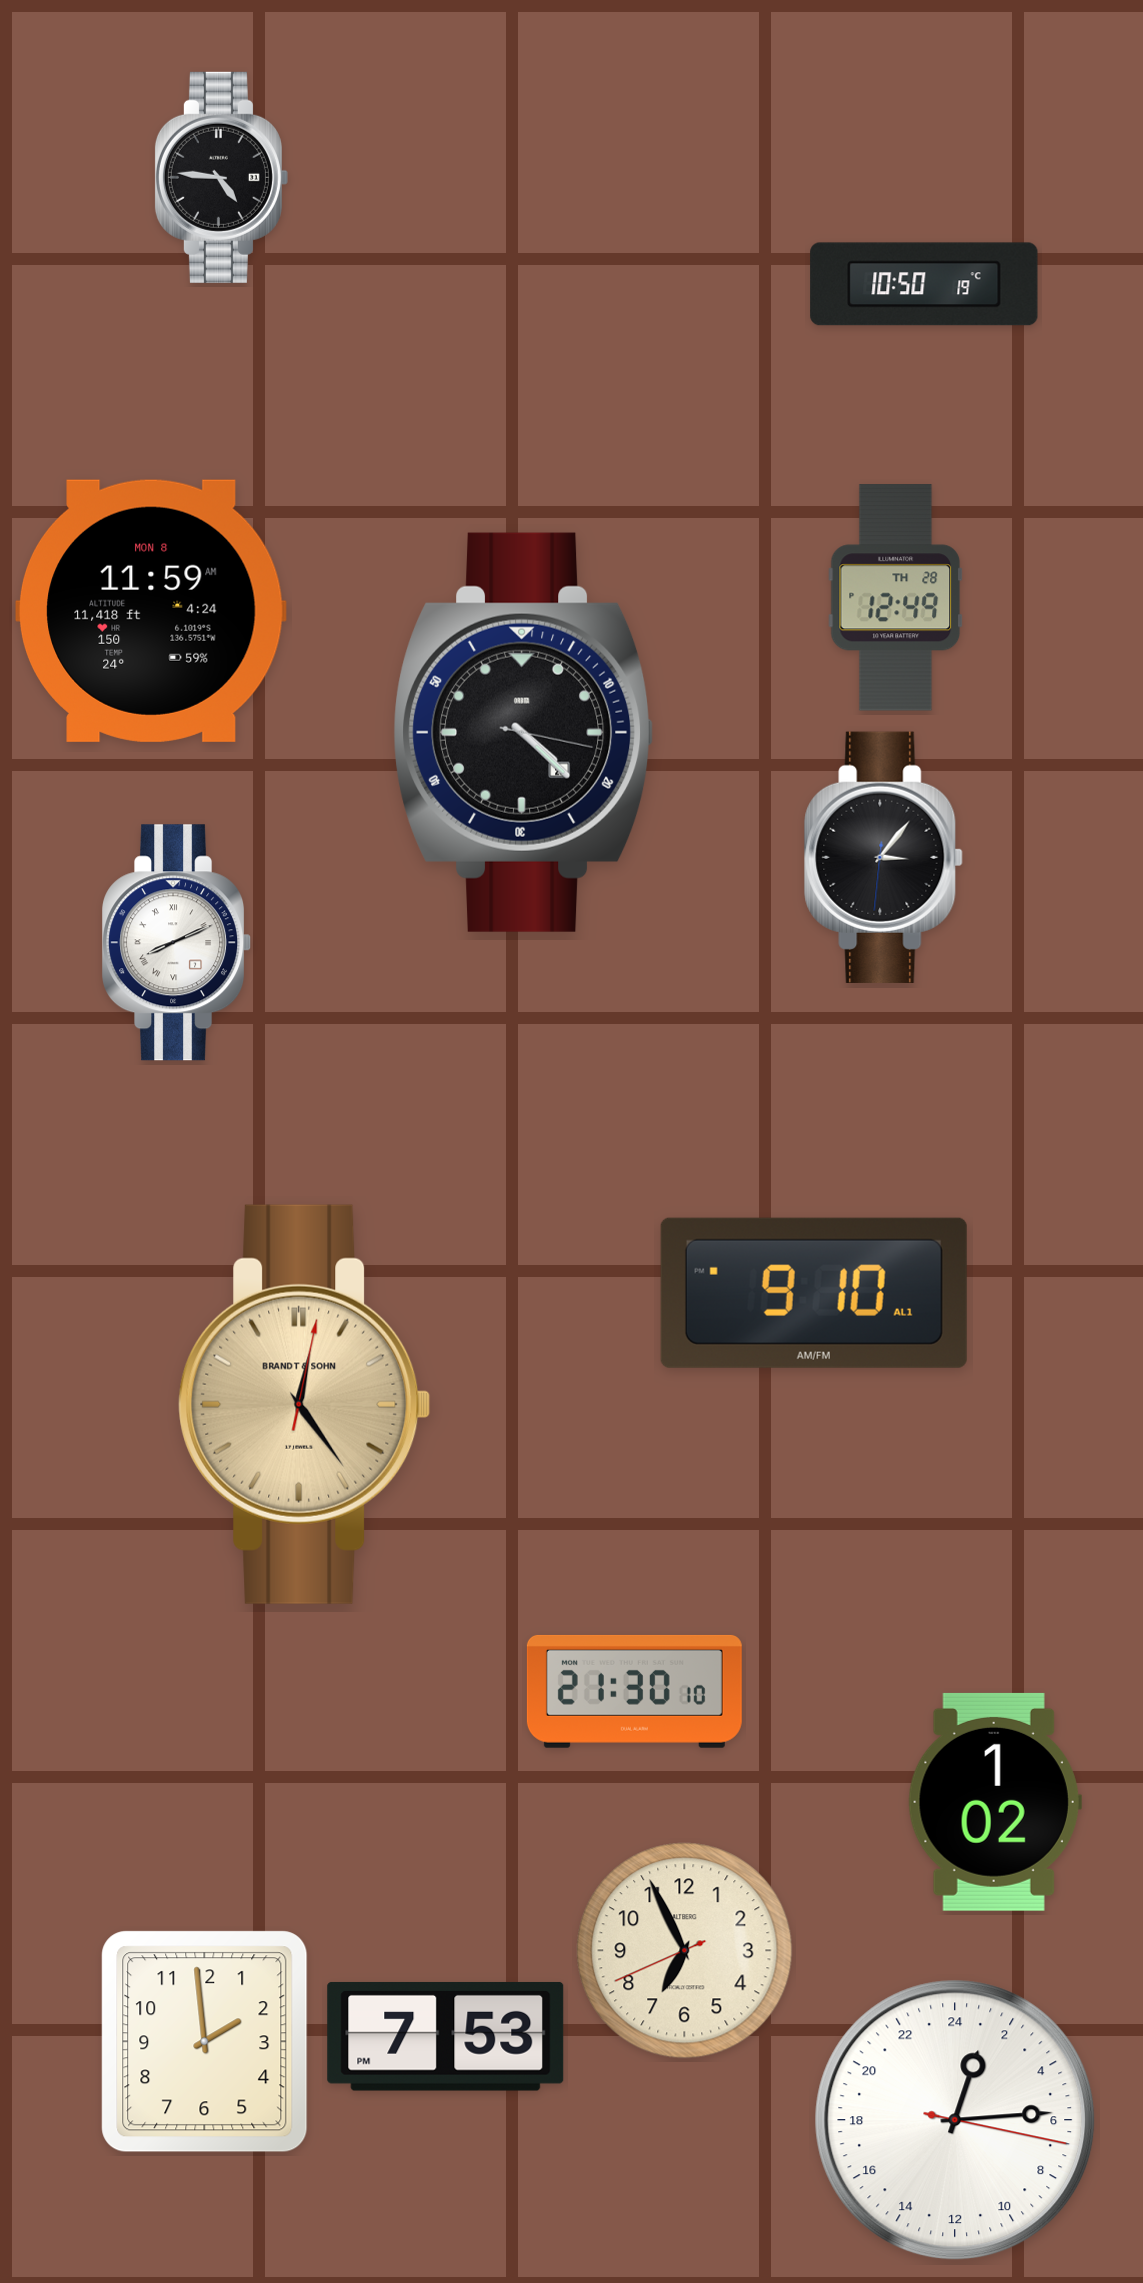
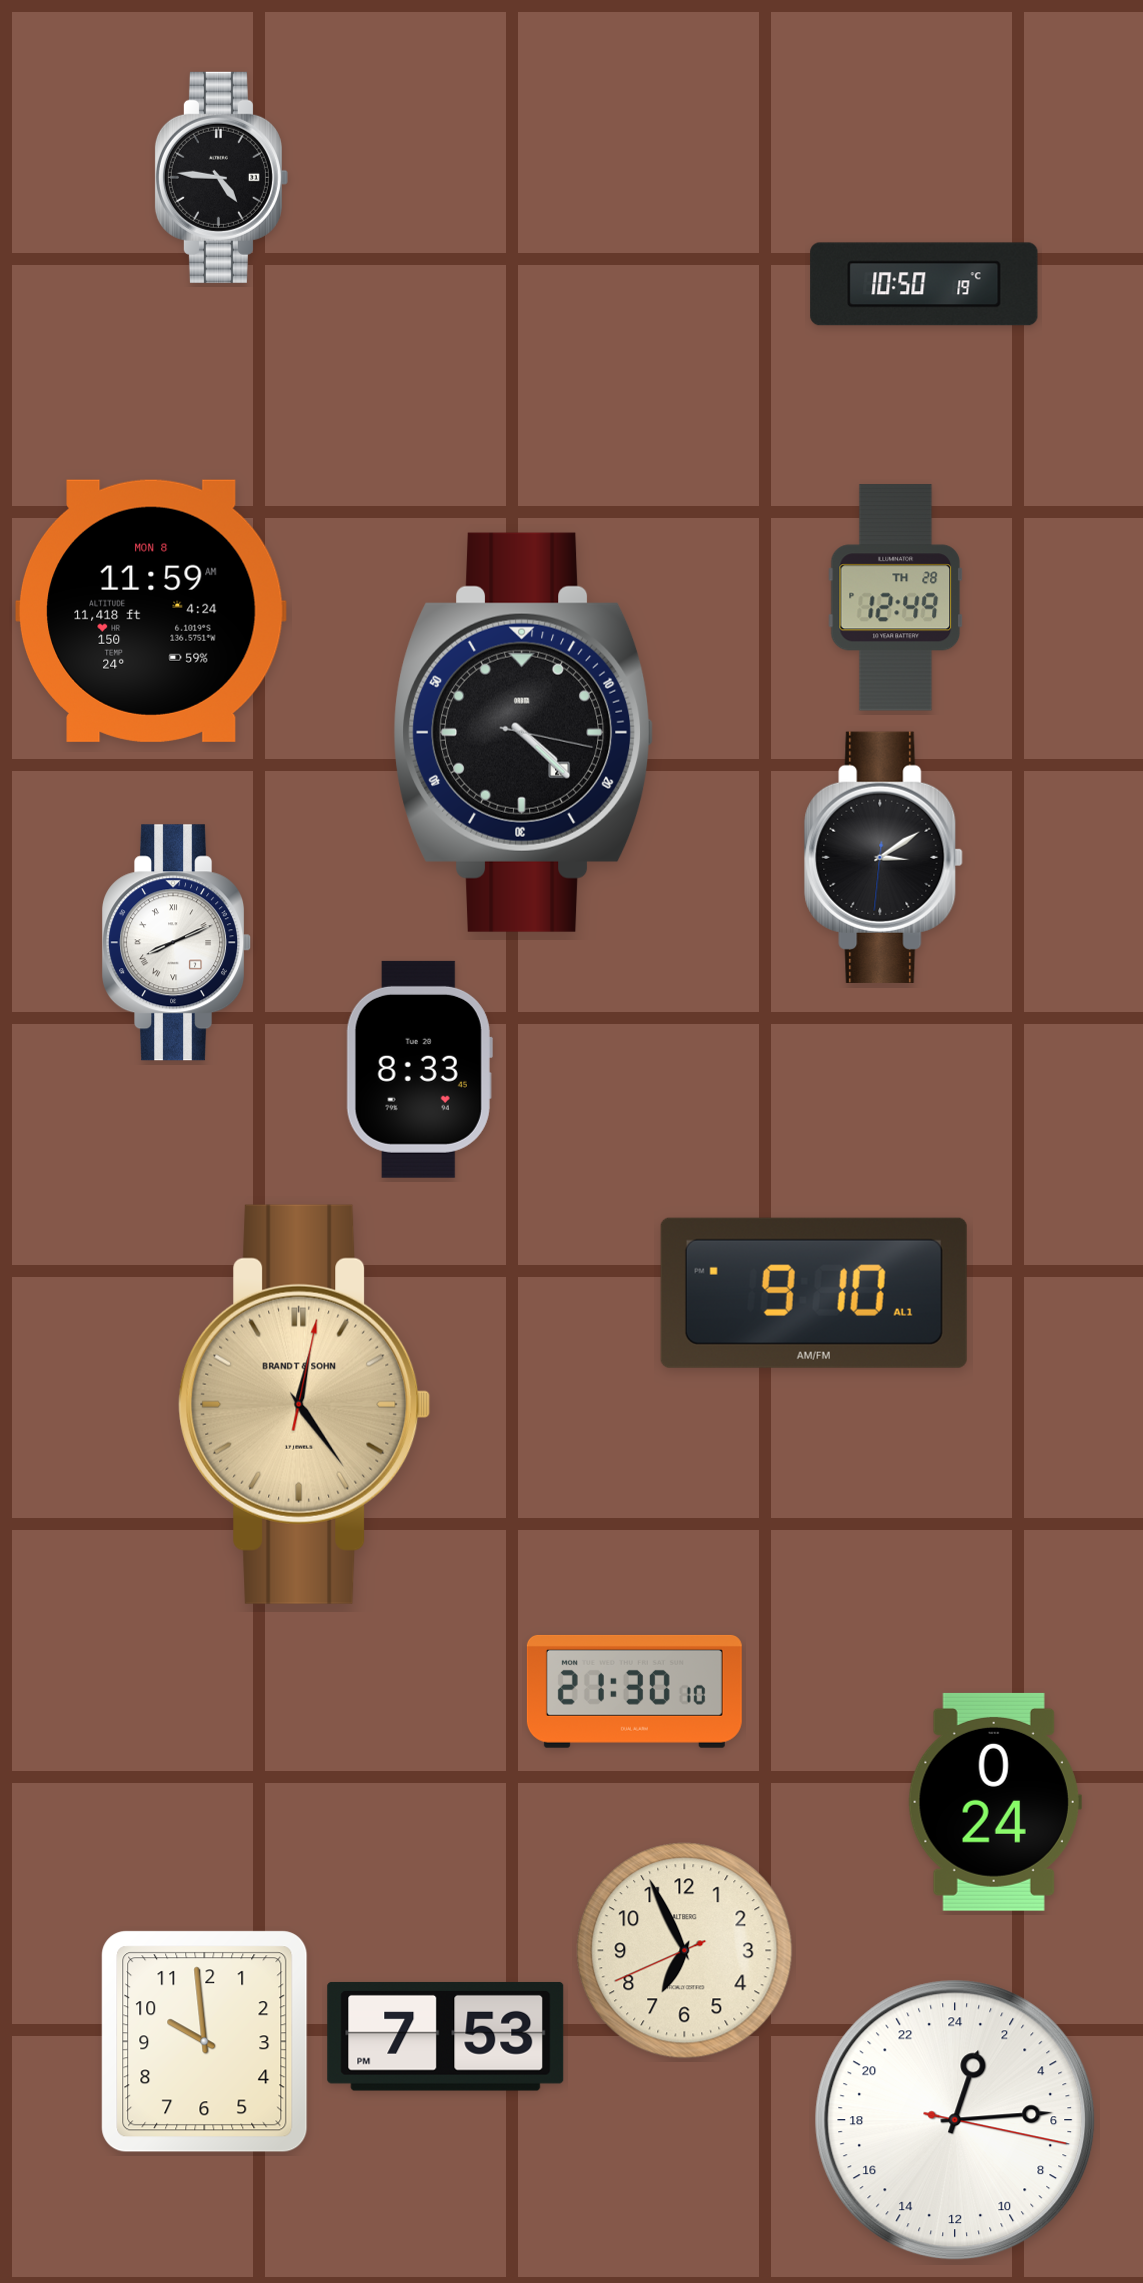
clock at (884, 857): 3:06 -> 3:09
clock at (419, 1069): none -> 8:33
clock at (995, 1802): 1:02 -> 0:24
clock at (205, 2042): 1:59 -> 9:59
